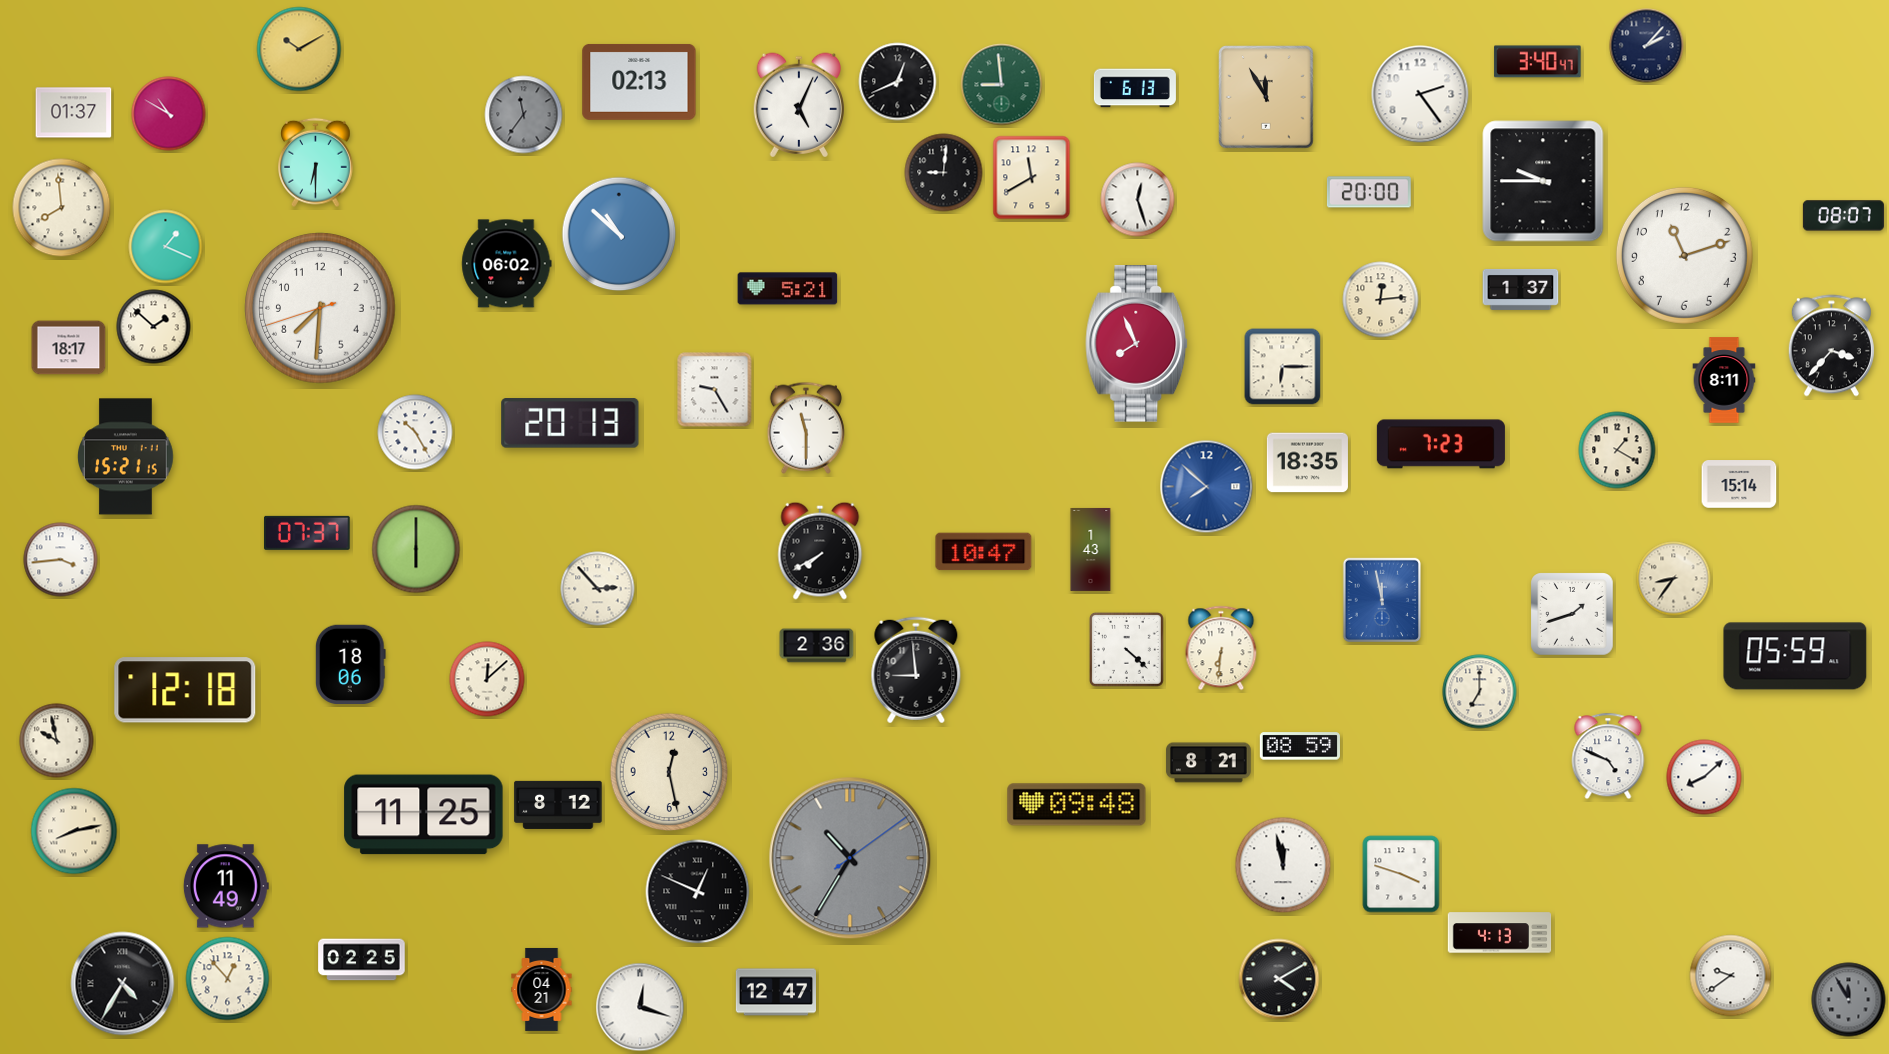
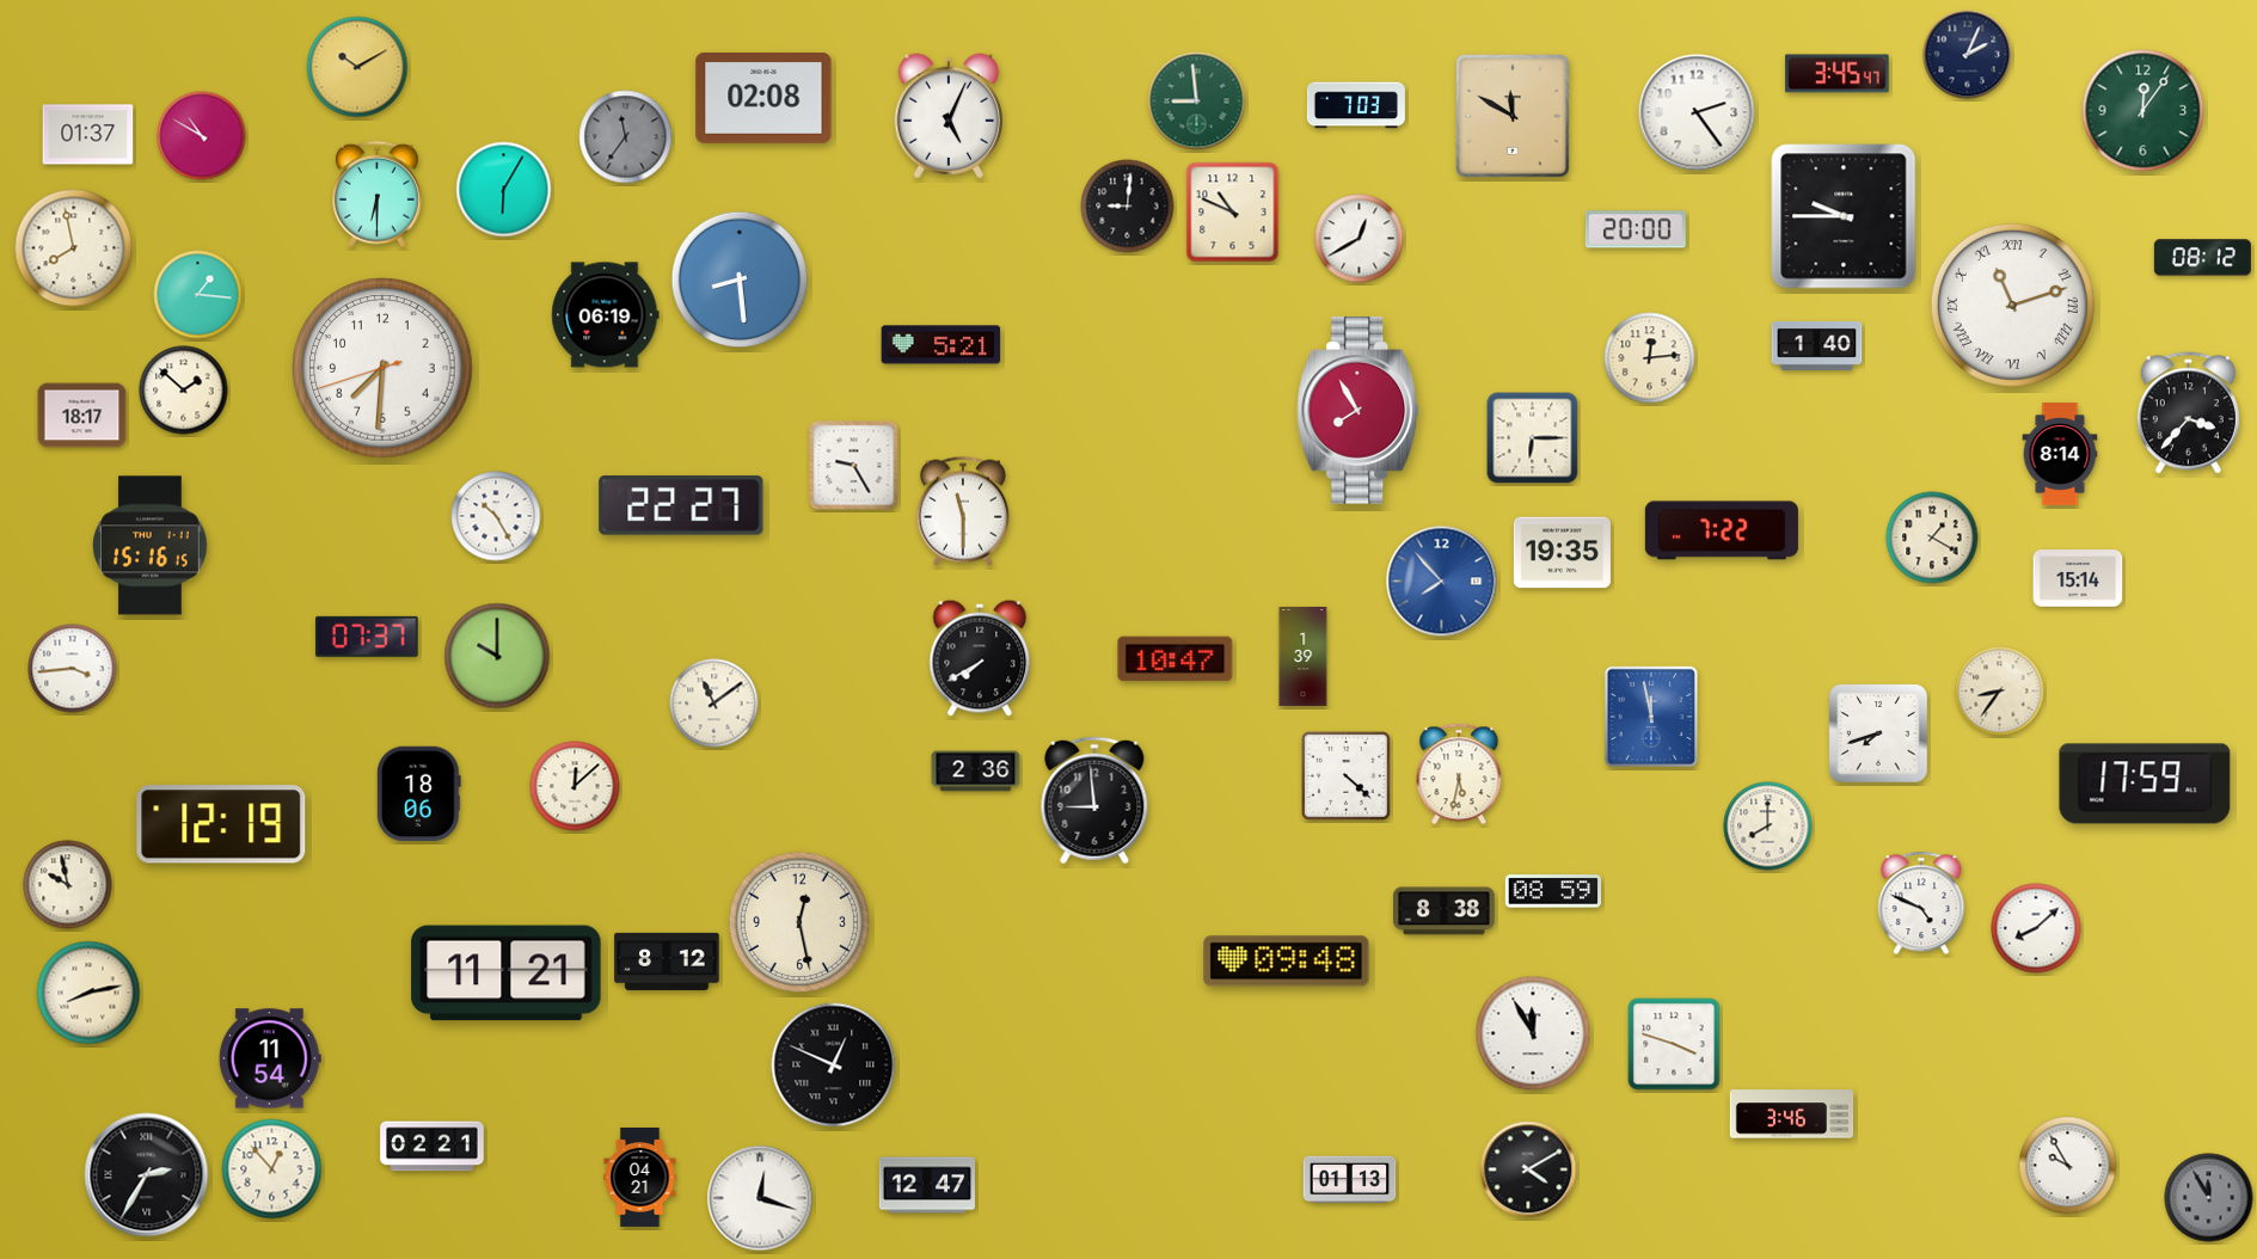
clock at (1647, 46): 2:07 -> 2:04
clock at (299, 49) position: (299, 49) -> (357, 67)
clock at (1538, 62): 3:40 -> 3:45
clock at (639, 82): 02:13 -> 02:08
clock at (898, 82): 12:41 -> none
clock at (1135, 88): 6:13 -> 7:03
clock at (2143, 111): none -> 12:06
clock at (1267, 97): 11:55 -> 11:50
clock at (799, 105) position: (799, 105) -> (949, 116)
clock at (504, 190): none -> 6:05
clock at (1032, 178): 11:40 -> 10:49
clock at (1138, 200): 12:27 -> 12:40
clock at (62, 208): 7:59 -> 7:58
clock at (1843, 216): 08:07 -> 08:12
clock at (619, 234): 10:52 -> 8:29
clock at (166, 247): 1:19 -> 1:16
clock at (1684, 255) numerals: Arabic -> Roman
clock at (507, 264): 06:02 -> 06:19
clock at (1521, 289): 1:37 -> 1:40
clock at (1137, 344): 7:56 -> 7:55
clock at (1724, 380): 8:11 -> 8:14
clock at (570, 423): 20:13 -> 22:27
clock at (1441, 444): 7:23 -> 7:22
clock at (126, 457): 15:21 -> 15:16
clock at (1307, 463): 18:35 -> 19:35
clock at (1207, 487): 7:52 -> 7:53
clock at (416, 549): 6:00 -> 10:00
clock at (1091, 549): 1:43 -> 1:39
clock at (598, 589): 2:53 -> 11:09
clock at (1572, 614): 1:42 -> 7:42
clock at (1221, 648): 6:31 -> 5:32
clock at (1795, 656): 05:59 -> 17:59
clock at (487, 679) position: (487, 679) -> (575, 786)
clock at (185, 690): 12:18 -> 12:19
clock at (1480, 692): 7:00 -> 8:00
clock at (1209, 763): 8:21 -> 8:38
clock at (424, 815): 11:25 -> 11:21
clock at (850, 858): 10:35 -> none
clock at (1283, 865): 11:58 -> 11:55
clock at (226, 886): 11:49 -> 11:54
clock at (1500, 933): 4:13 -> 3:46
clock at (362, 960): 02:25 -> 02:21
clock at (1731, 976): 9:39 -> 9:55
clock at (123, 984): 4:35 -> 2:35
clock at (1350, 1180): none -> 01:13
clock at (542, 989) position: (542, 989) -> (640, 1177)
clock at (1849, 1000) position: (1849, 1000) -> (2209, 1198)
clock at (640, 1007) position: (640, 1007) -> (760, 1198)
